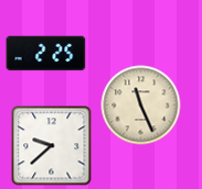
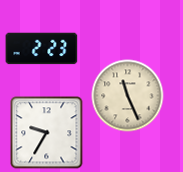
clock at (46, 54): 2:25 -> 2:23
clock at (52, 146): 9:38 -> 9:35
